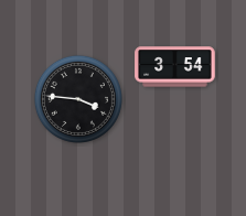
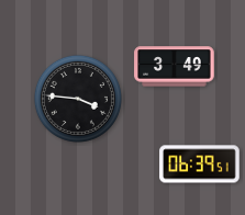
clock at (175, 67): 3:54 -> 3:49
clock at (200, 165): none -> 06:39
